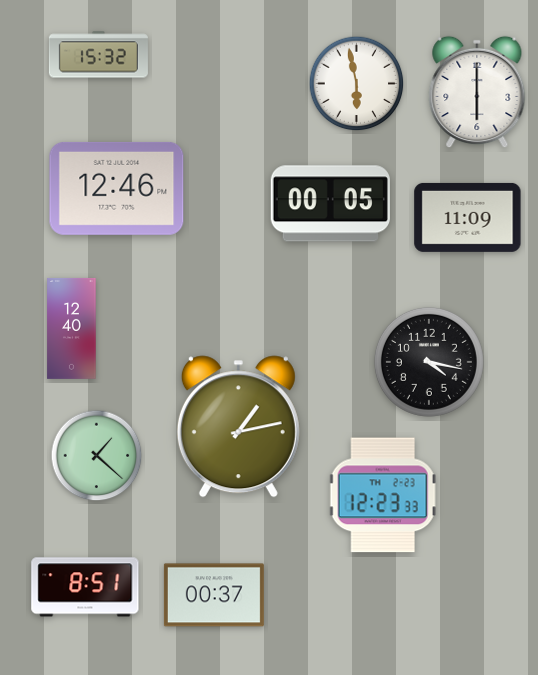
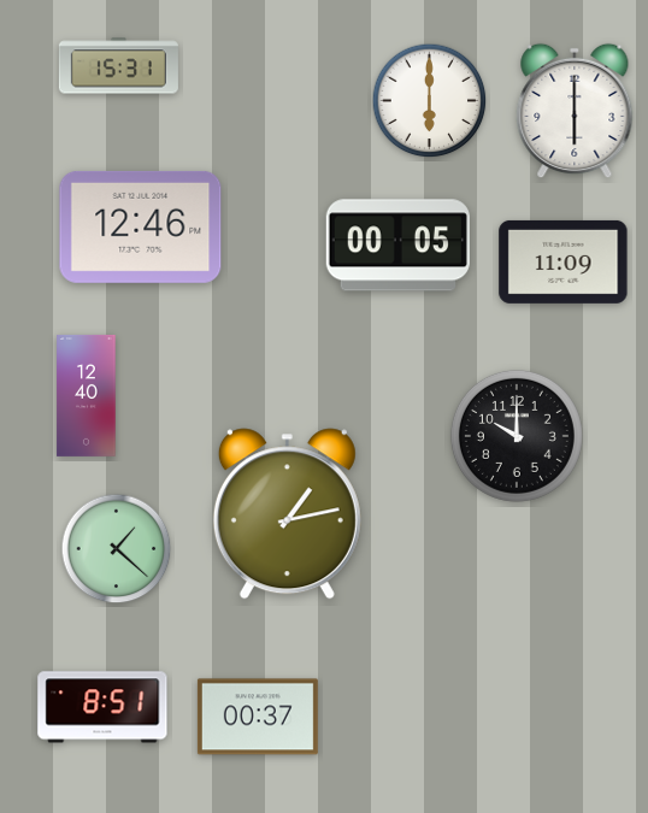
clock at (98, 55): 15:32 -> 15:31
clock at (357, 84): 5:58 -> 6:00
clock at (429, 362): 4:17 -> 10:00
clock at (383, 495): 12:23 -> none
